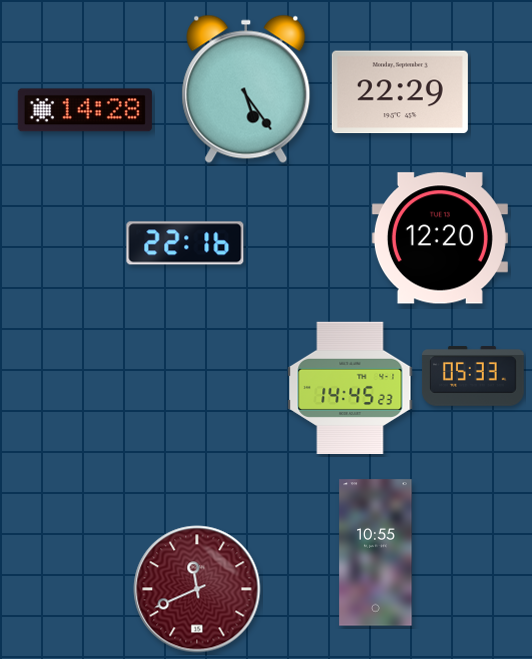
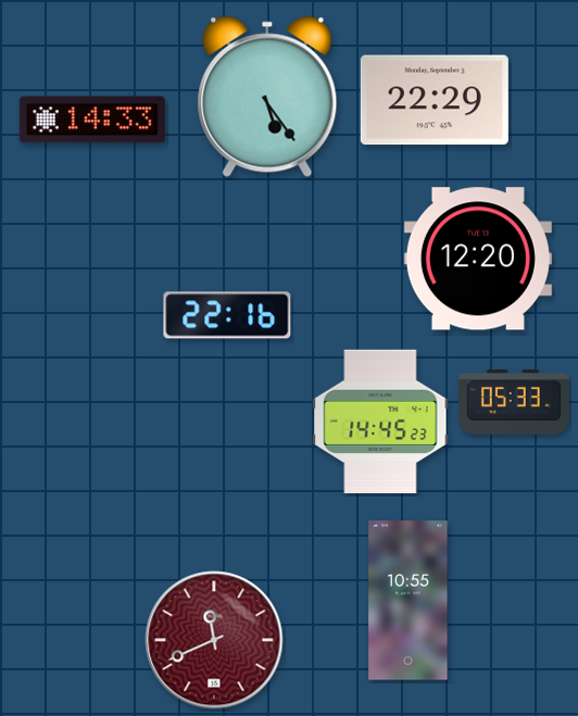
clock at (85, 110): 14:28 -> 14:33
clock at (185, 243) position: (185, 243) -> (227, 315)
clock at (474, 377) position: (474, 377) -> (515, 403)
